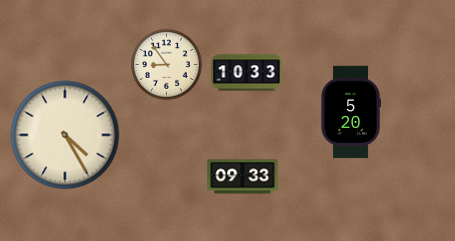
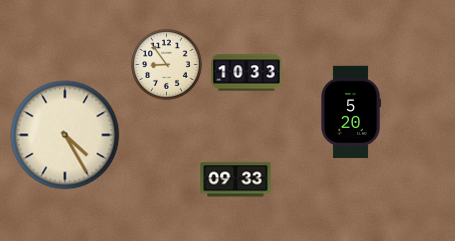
clock at (243, 177) position: (243, 177) -> (236, 180)
